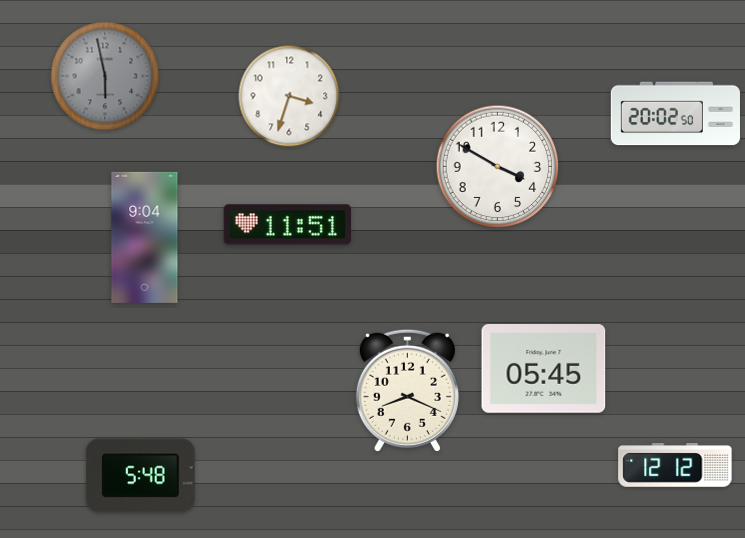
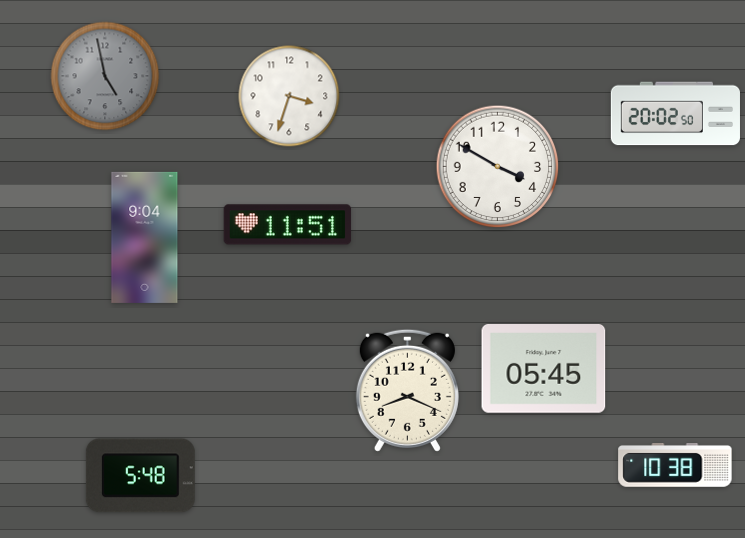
clock at (105, 76): 5:58 -> 4:58
clock at (675, 466): 12:12 -> 10:38
